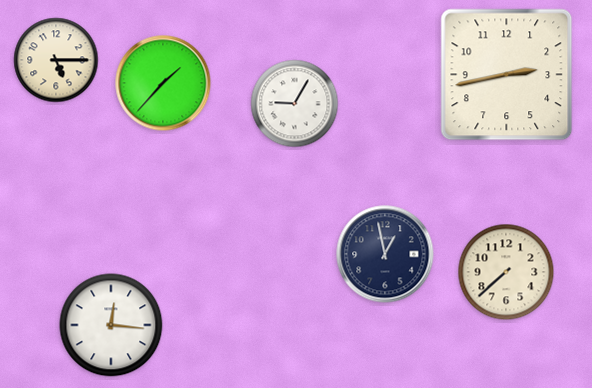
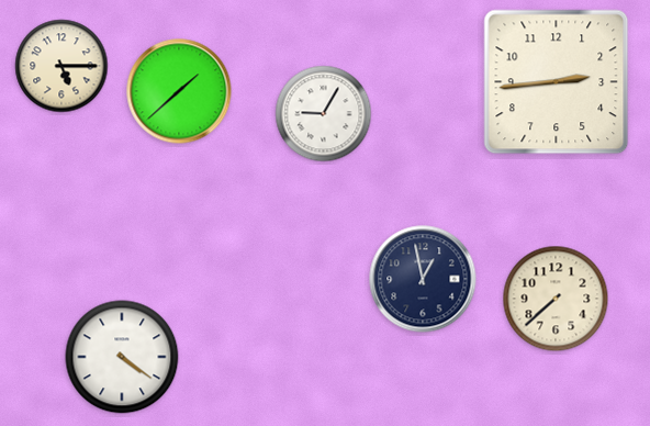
clock at (507, 75): 2:43 -> 2:44
clock at (163, 83): 1:37 -> 1:38
clock at (111, 325): 12:16 -> 4:21
